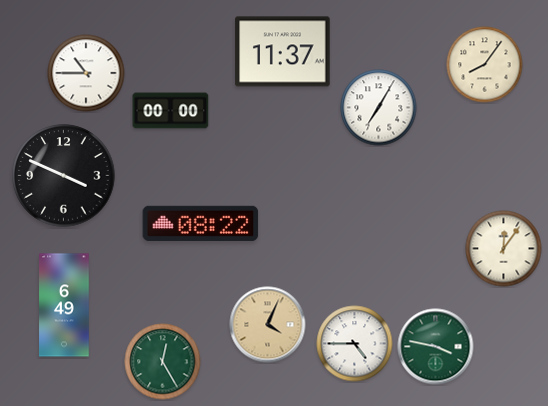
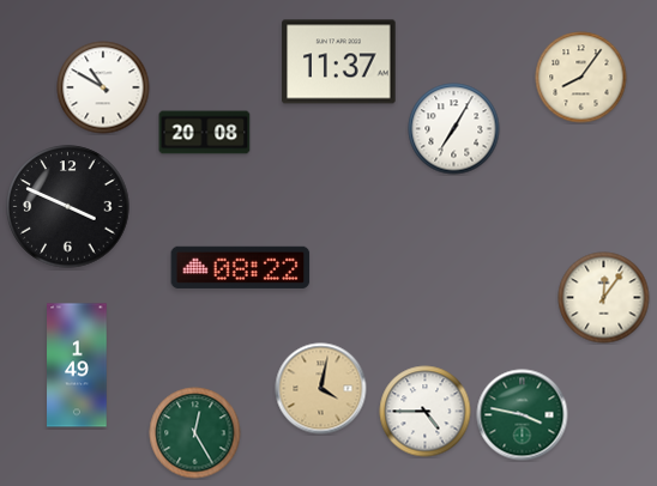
clock at (86, 73): 10:45 -> 10:50
clock at (171, 111): 00:00 -> 20:08
clock at (64, 176) position: (64, 176) -> (68, 207)
clock at (64, 305): 6:49 -> 1:49
clock at (268, 325): 4:04 -> 4:02
